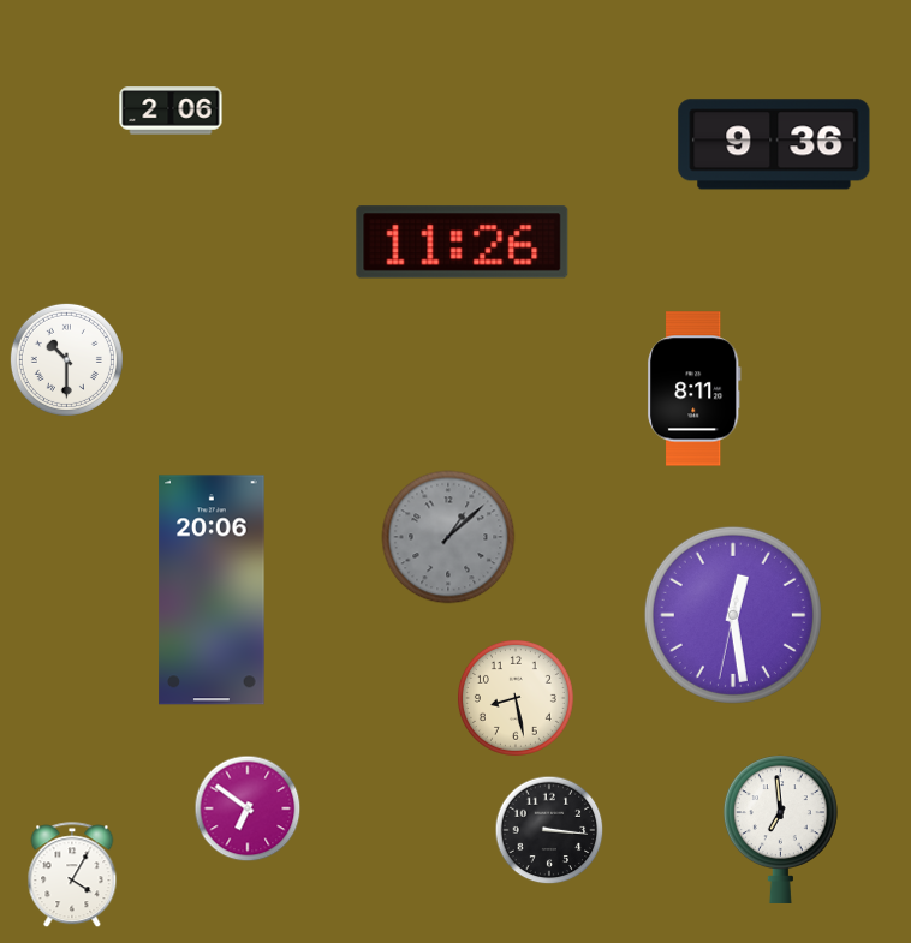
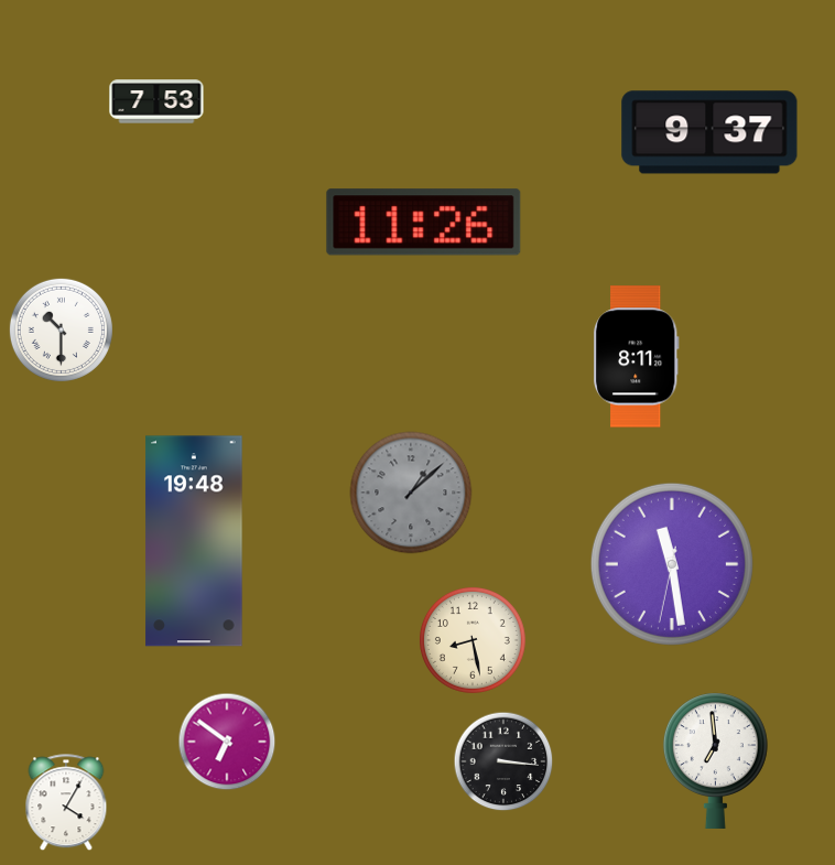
clock at (171, 111): 2:06 -> 7:53
clock at (774, 144): 9:36 -> 9:37
clock at (212, 590): 20:06 -> 19:48
clock at (733, 615): 12:28 -> 11:28
